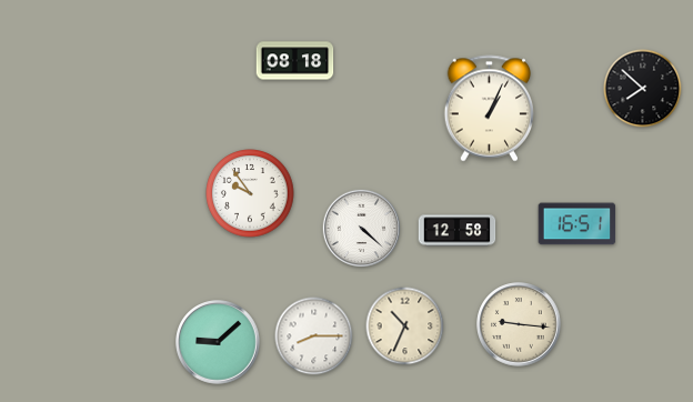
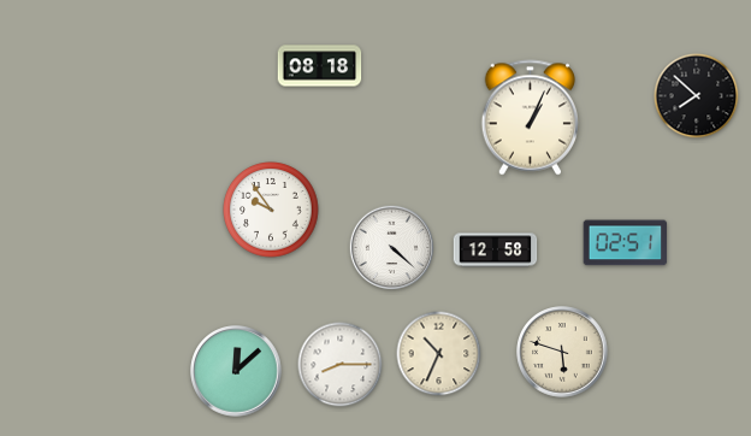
clock at (577, 224): 16:51 -> 02:51
clock at (519, 324): 9:16 -> 5:48
clock at (218, 342): 9:08 -> 12:08
